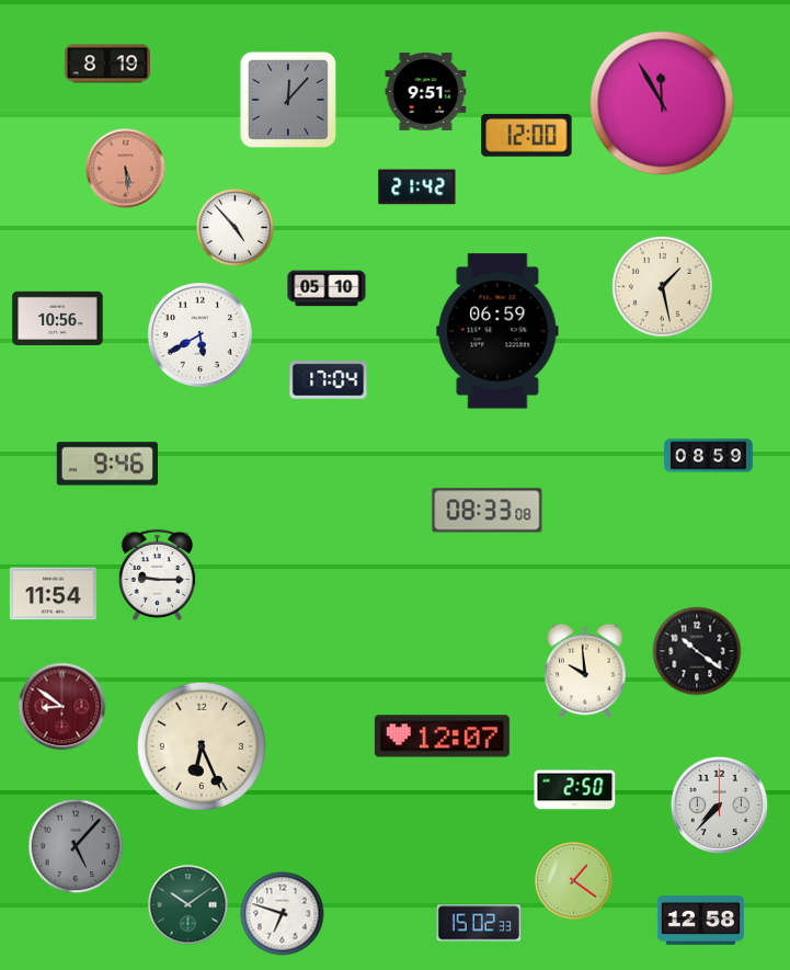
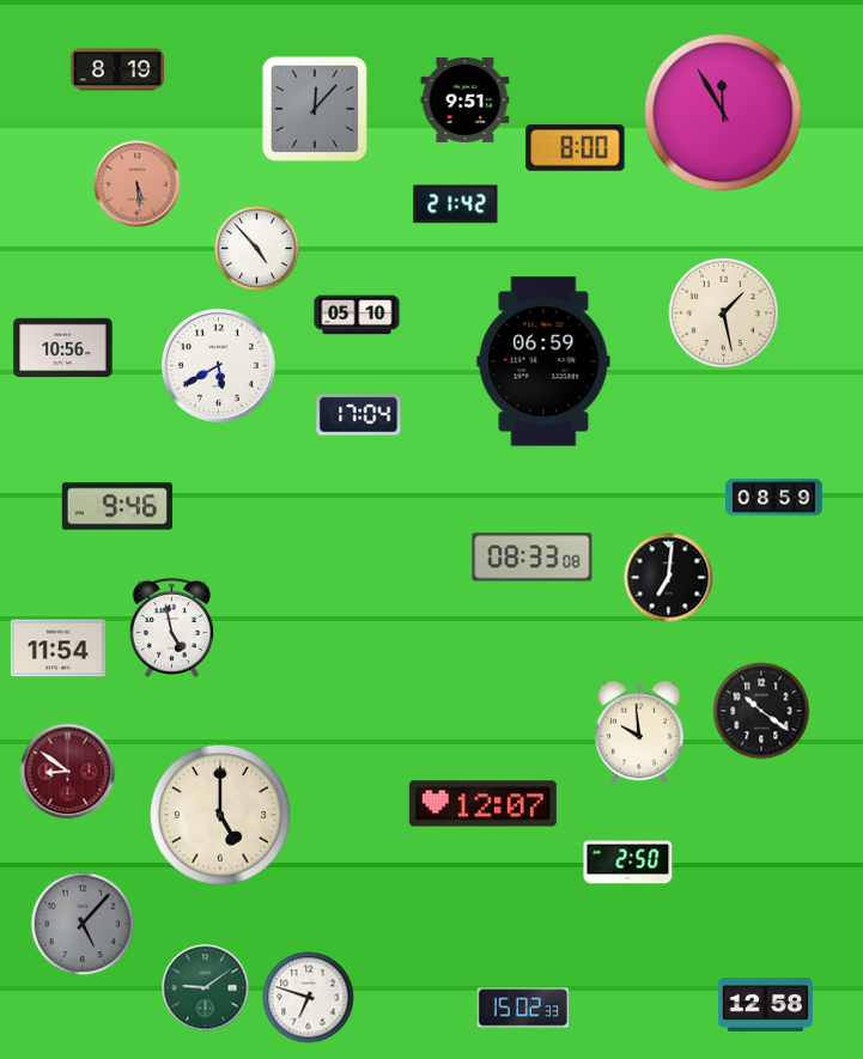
clock at (527, 136): 12:00 -> 8:00
clock at (669, 578): none -> 7:01
clock at (157, 574): 9:15 -> 4:58
clock at (202, 746): 6:26 -> 5:00
clock at (720, 806): 7:37 -> none
clock at (574, 881): 1:21 -> none
clock at (188, 905): 10:09 -> 9:09
